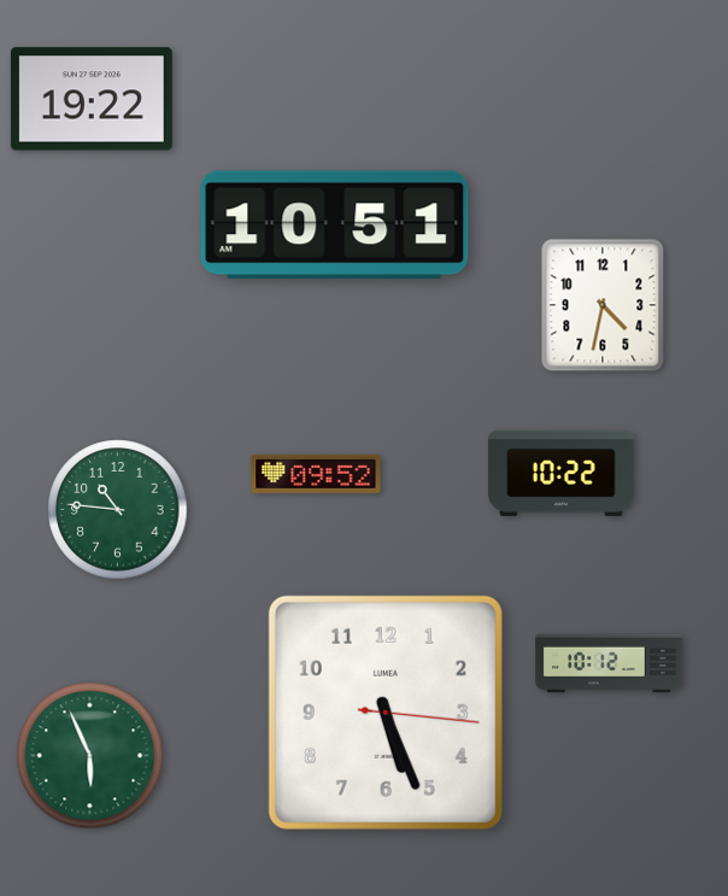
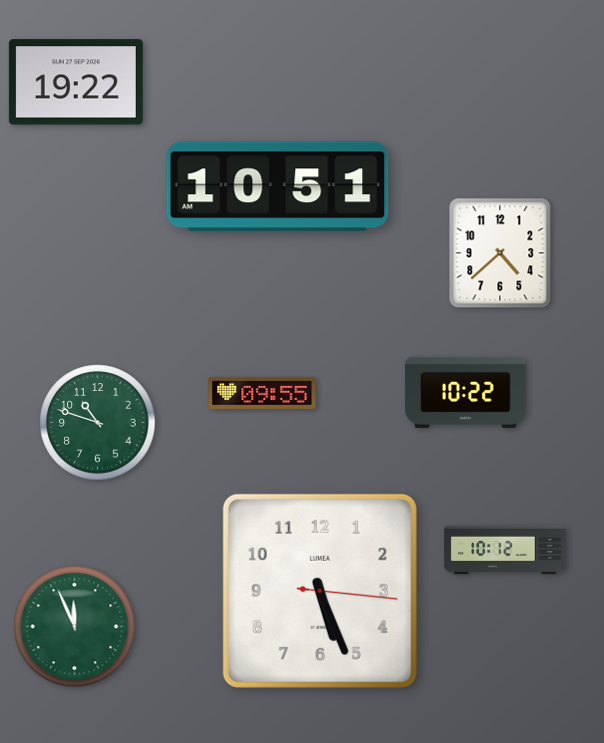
clock at (603, 305): 4:32 -> 4:38
clock at (316, 474): 09:52 -> 09:55
clock at (118, 510): 10:46 -> 10:48
clock at (90, 756): 5:56 -> 11:56
